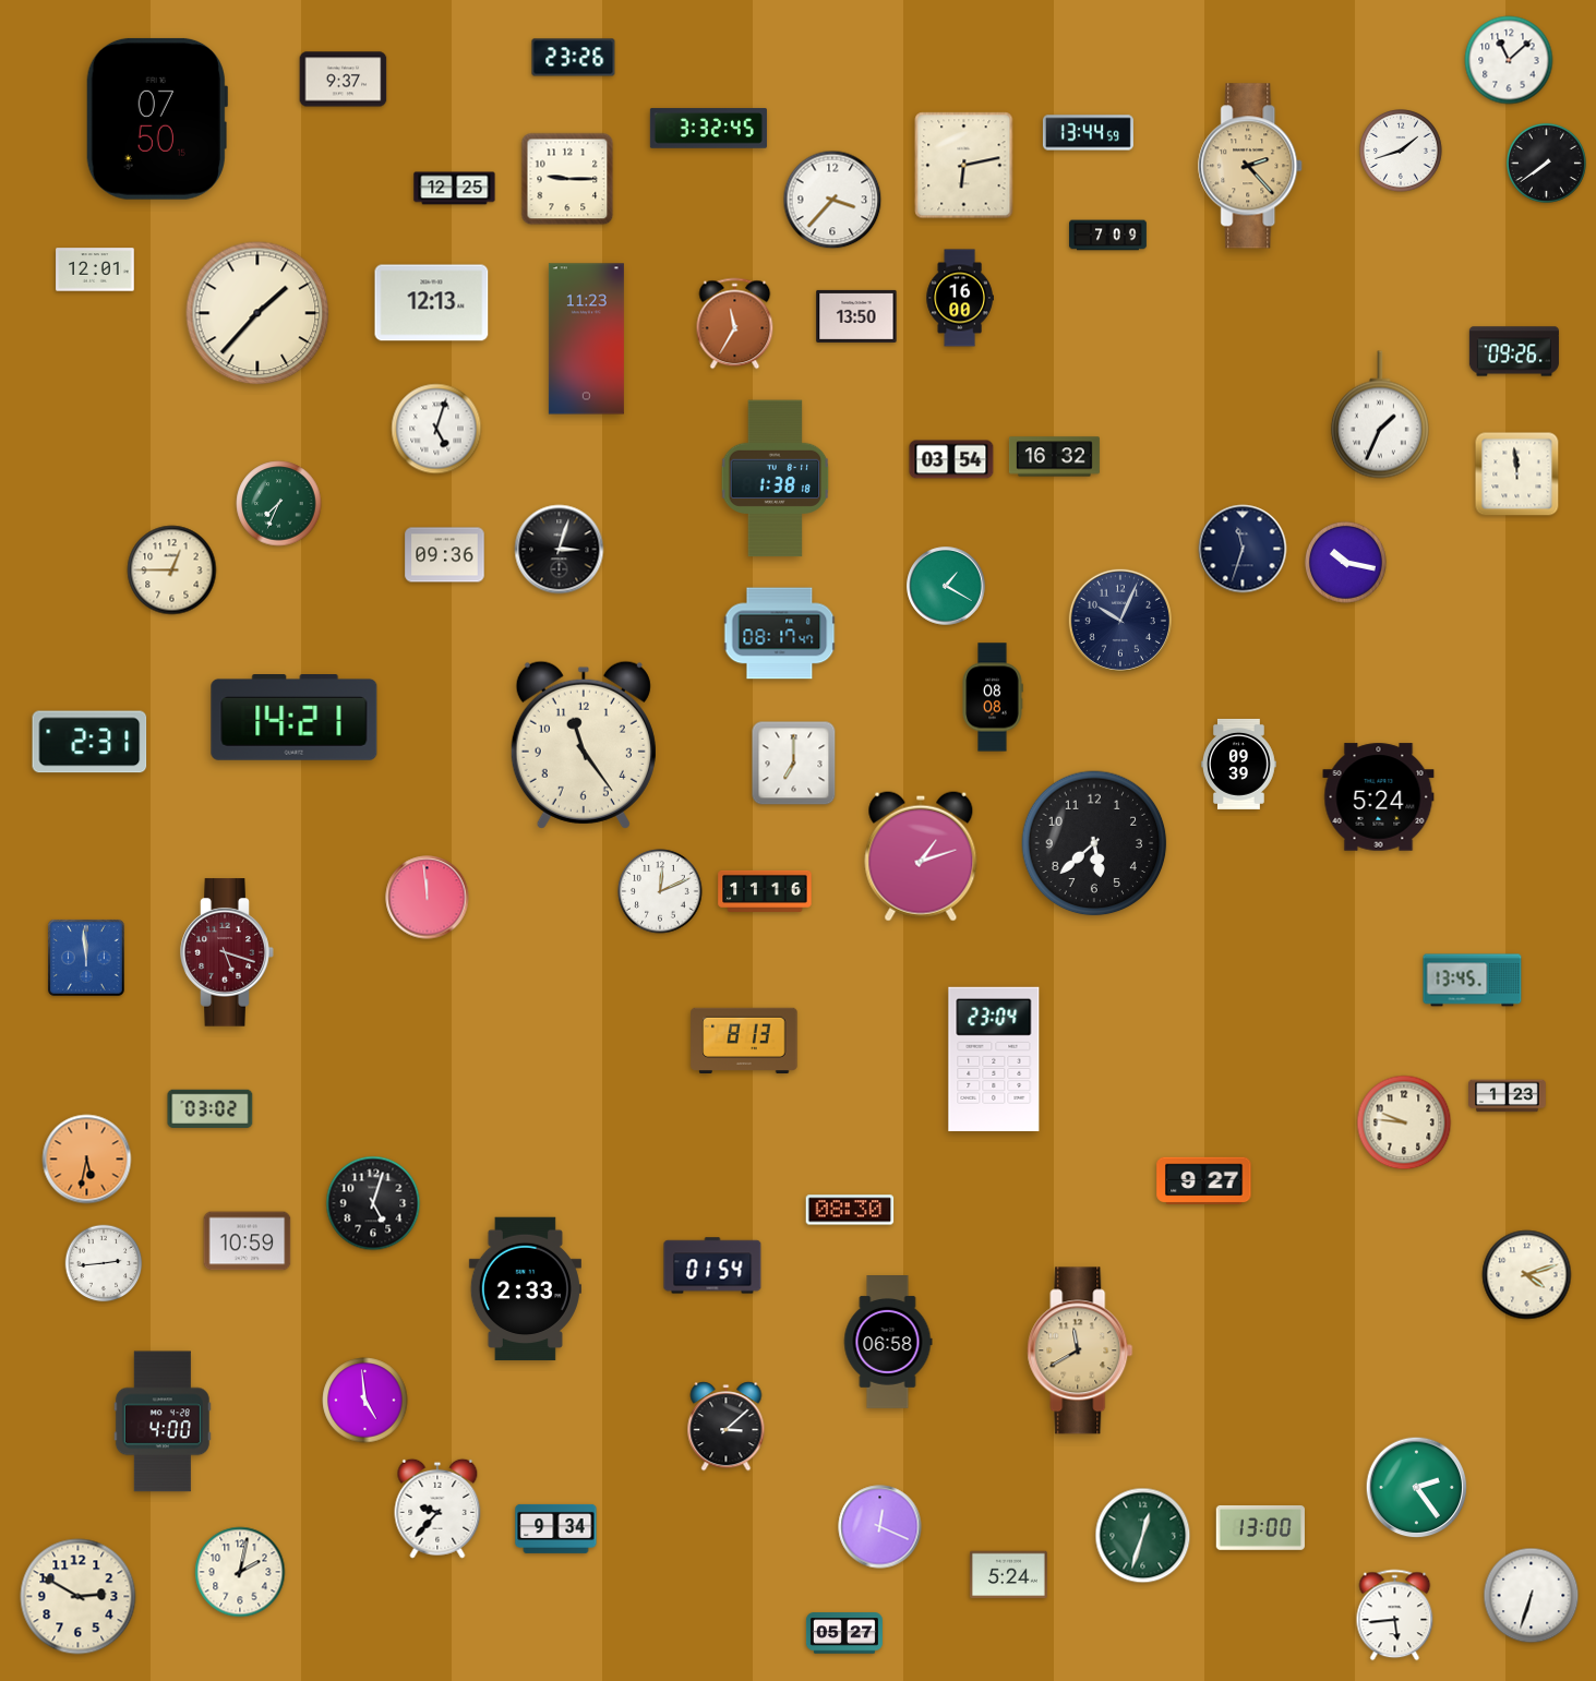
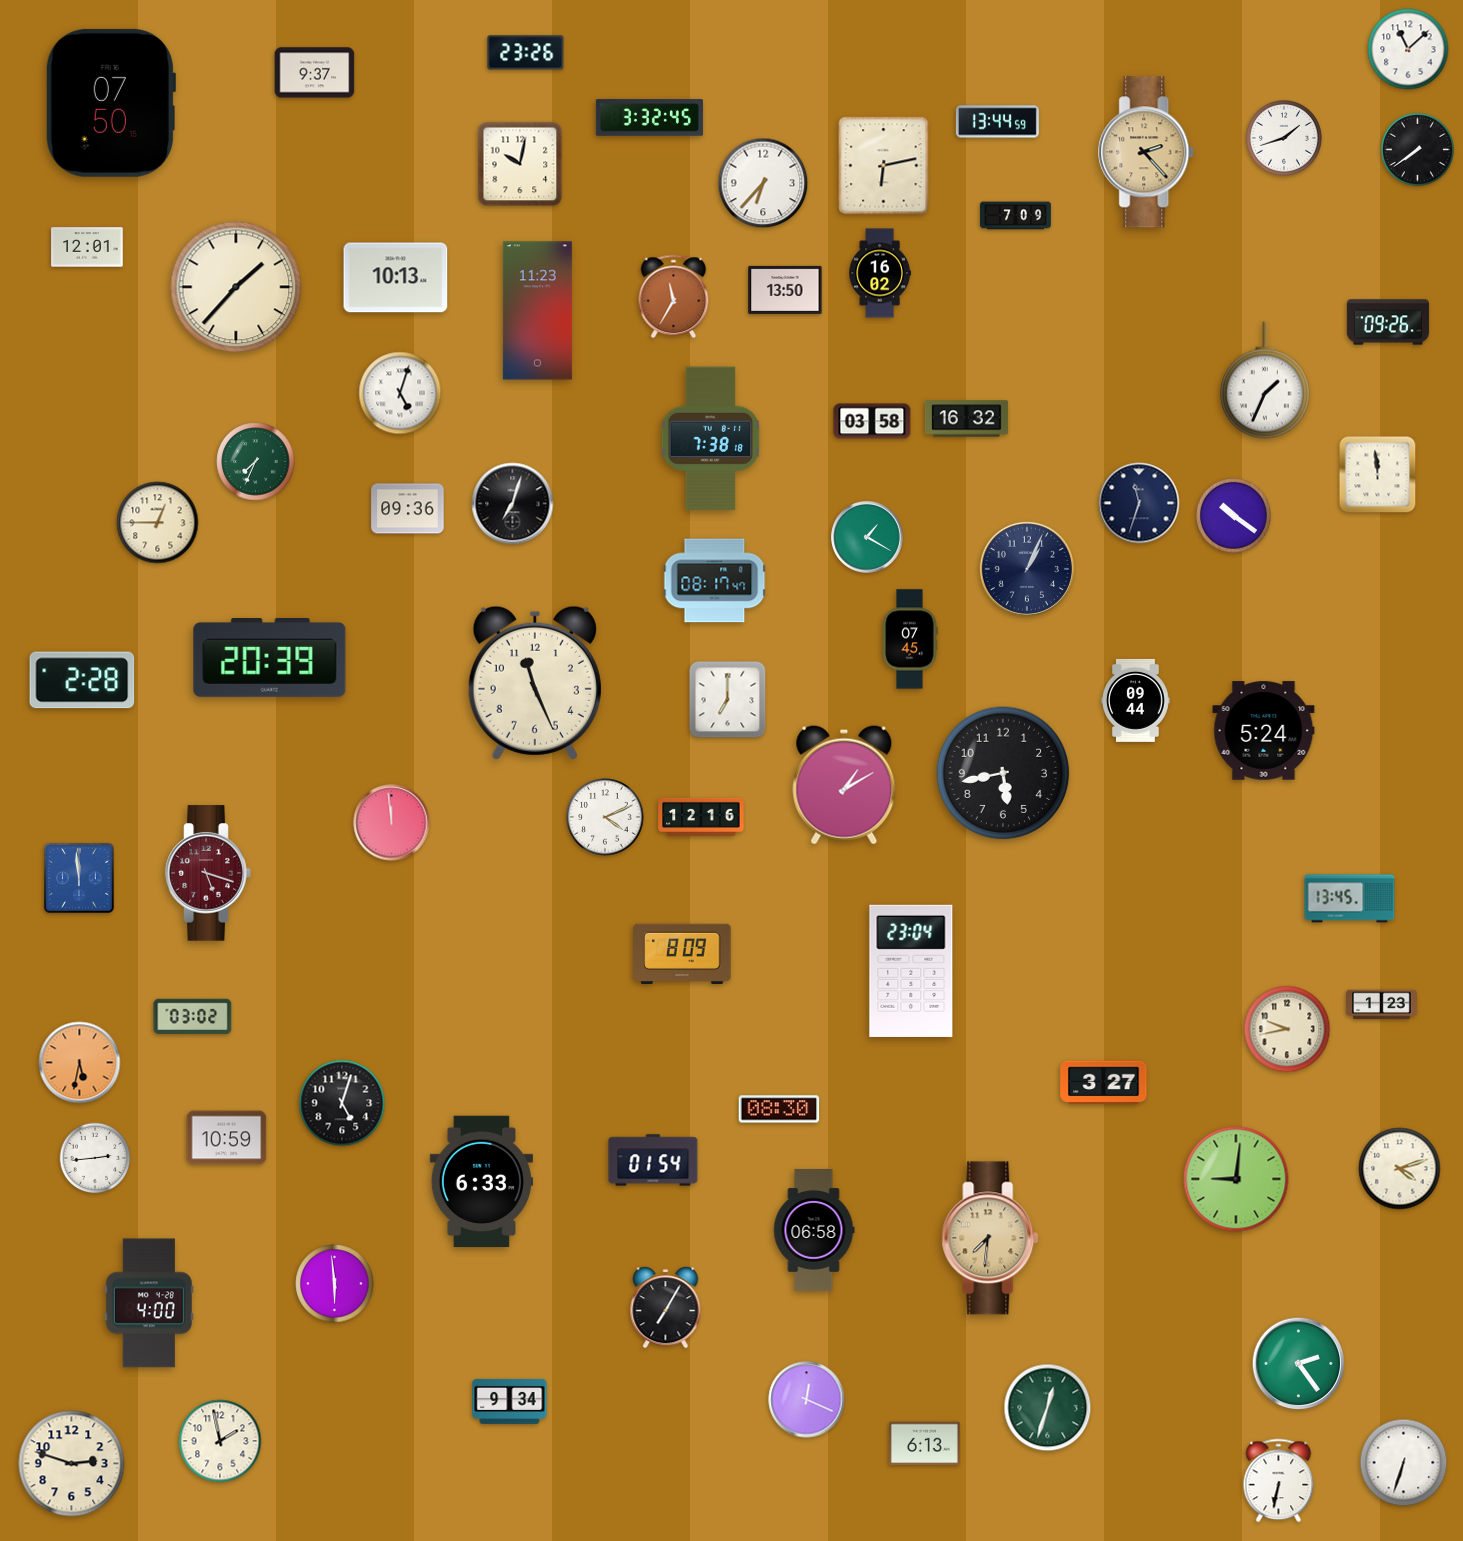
clock at (1509, 60) position: (1509, 60) -> (1408, 49)
clock at (156, 119) position: (156, 119) -> (110, 103)
clock at (964, 166) position: (964, 166) -> (884, 166)
clock at (567, 179): 9:15 -> 10:02
clock at (455, 189): 12:25 -> none
clock at (832, 200): 3:37 -> 6:37
clock at (960, 298): 16:00 -> 16:02
clock at (432, 303): 12:13 -> 10:13
clock at (951, 459): 03:54 -> 03:58
clock at (1517, 475) position: (1517, 475) -> (1378, 475)
clock at (776, 479): 1:38 -> 7:38
clock at (560, 550): 3:03 -> 7:03
clock at (1345, 562): 10:17 -> 10:21
clock at (1120, 621): 10:04 -> 1:04
clock at (993, 697): 08:08 -> 07:45
clock at (295, 718): 14:21 -> 20:39
clock at (89, 742): 2:31 -> 2:28
clock at (584, 745): 11:24 -> 11:26
clock at (1239, 764): 09:39 -> 09:44
clock at (1094, 843): 5:38 -> 5:43
clock at (921, 856): 1:12 -> 1:10
clock at (660, 891): 12:11 -> 4:11
clock at (765, 891): 11:16 -> 12:16
clock at (744, 1041): 8:13 -> 8:09
clock at (1404, 1122): 9:46 -> 9:43
clock at (1204, 1181): 9:27 -> 3:27
clock at (1236, 1179): none -> 9:01
clock at (525, 1289): 2:33 -> 6:33
clock at (1080, 1350): 11:40 -> 7:31
clock at (365, 1401): 4:59 -> 5:59
clock at (727, 1427): 3:08 -> 7:05
clock at (437, 1509): 9:37 -> none
clock at (1260, 1527): 13:00 -> none
clock at (240, 1572): 2:02 -> 1:58
clock at (1009, 1575): 5:24 -> 6:13
clock at (79, 1597): 2:50 -> 2:48
clock at (1395, 1616): 5:44 -> 6:32
clock at (844, 1633): 05:27 -> none
